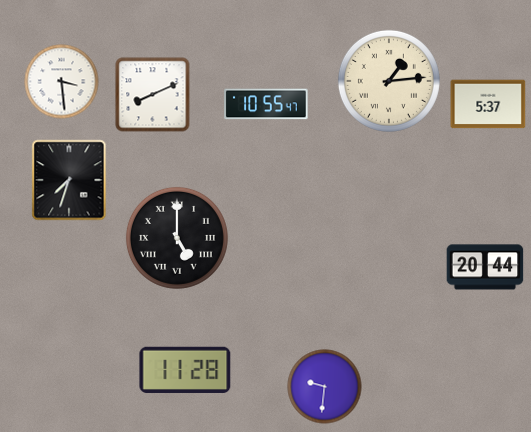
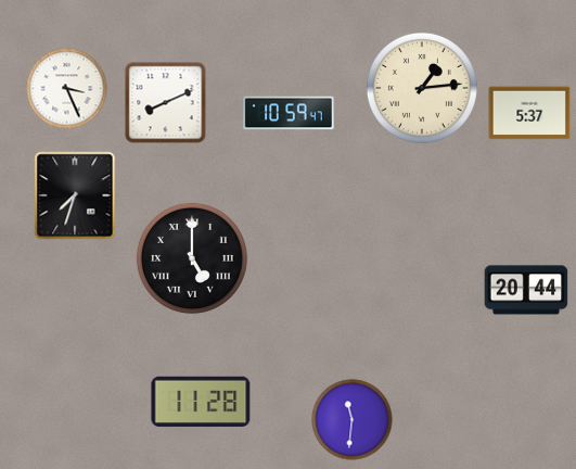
clock at (62, 82): 3:29 -> 3:26
clock at (266, 104): 10:55 -> 10:59
clock at (325, 387): 9:31 -> 11:31
